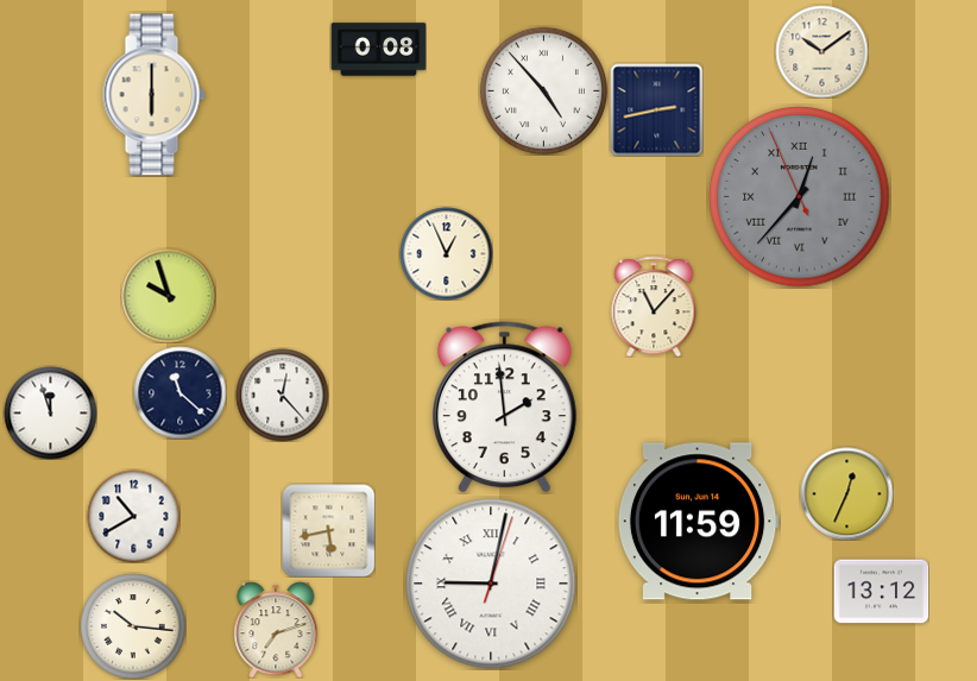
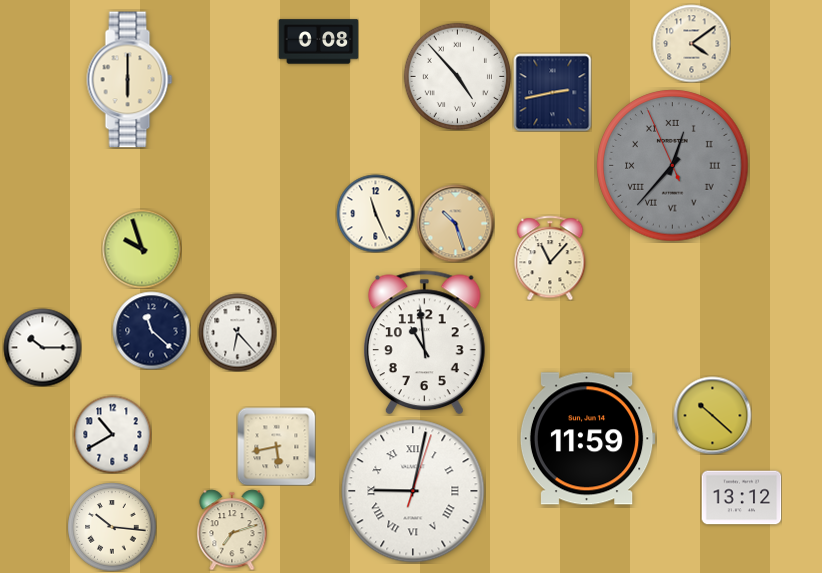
clock at (821, 51): 10:09 -> 4:09
clock at (446, 253): 12:56 -> 11:26
clock at (455, 223): none -> 10:27
clock at (282, 395): 12:23 -> 6:23
clock at (504, 408): 1:59 -> 10:59
clock at (50, 412): 11:57 -> 10:15
clock at (846, 493): 12:34 -> 10:22
